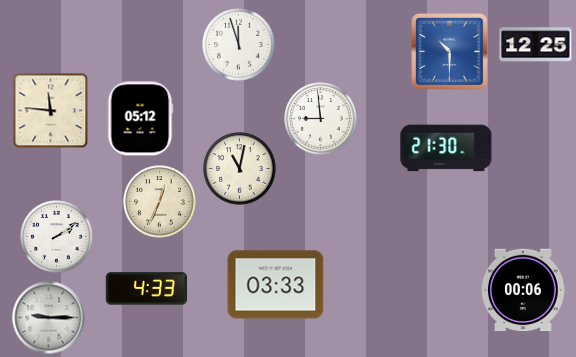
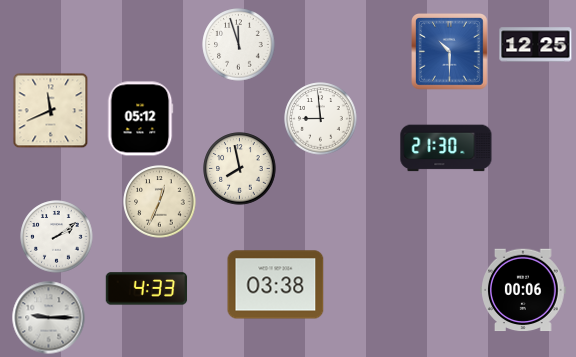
clock at (51, 111): 11:46 -> 11:41
clock at (240, 169): 11:02 -> 7:58
clock at (276, 285): 03:33 -> 03:38
